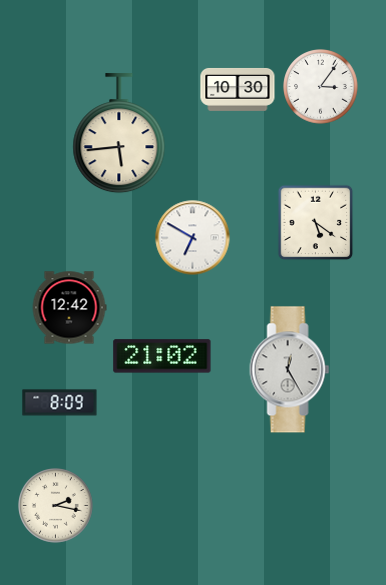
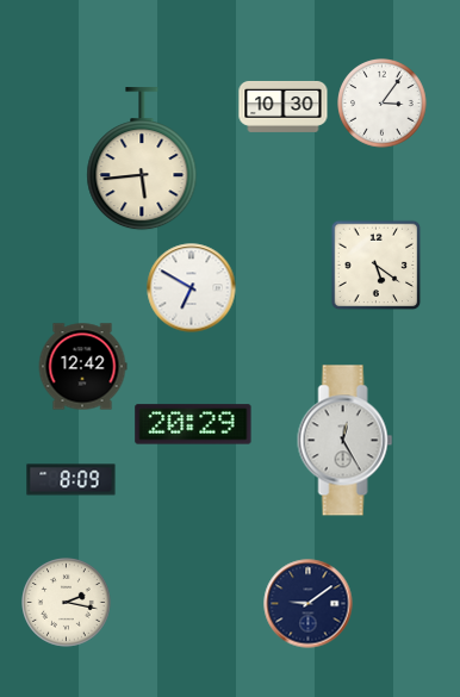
clock at (193, 238) position: (193, 238) -> (192, 288)
clock at (162, 356): 21:02 -> 20:29
clock at (309, 604): none -> 9:09
